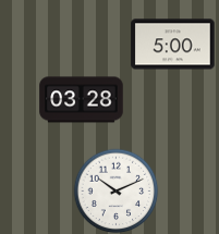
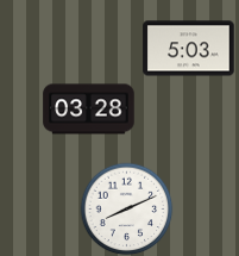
clock at (173, 45): 5:00 -> 5:03
clock at (115, 190): 10:11 -> 8:11
